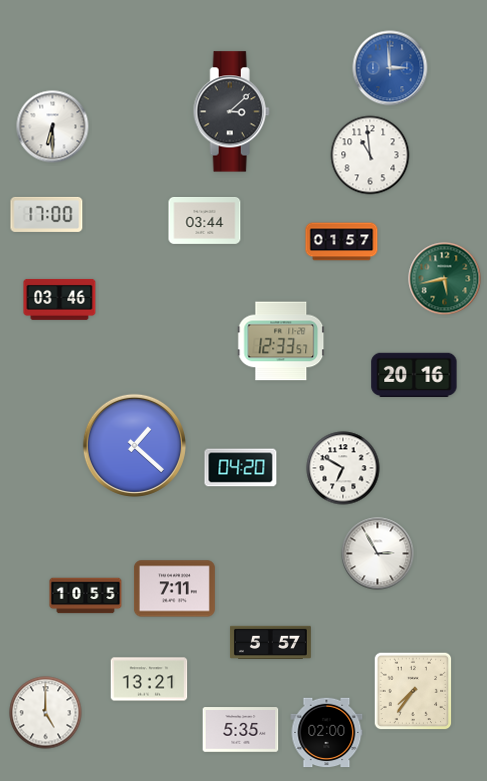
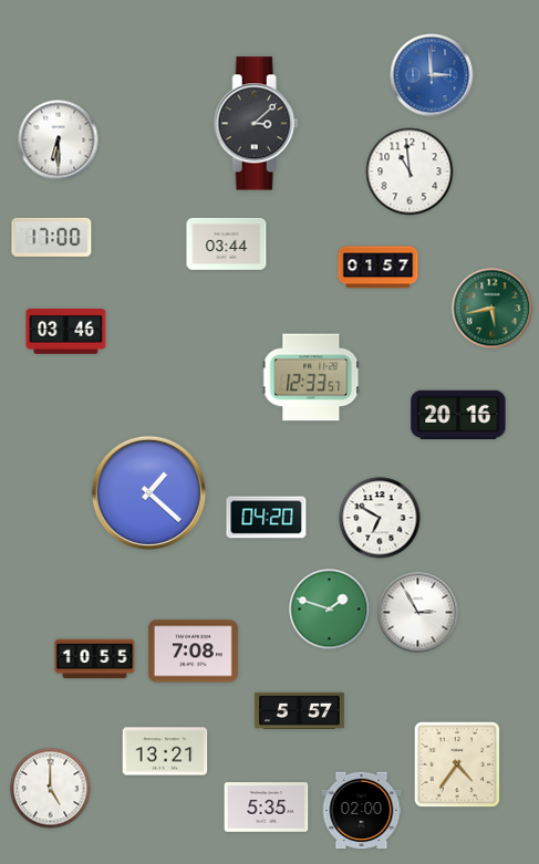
clock at (330, 610): none -> 1:48
clock at (174, 589): 7:11 -> 7:08
clock at (413, 691): 7:36 -> 4:36
